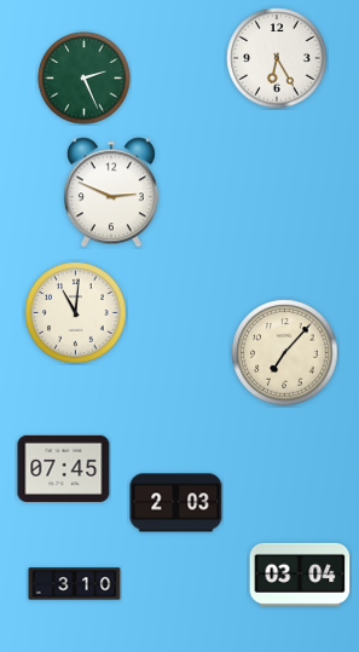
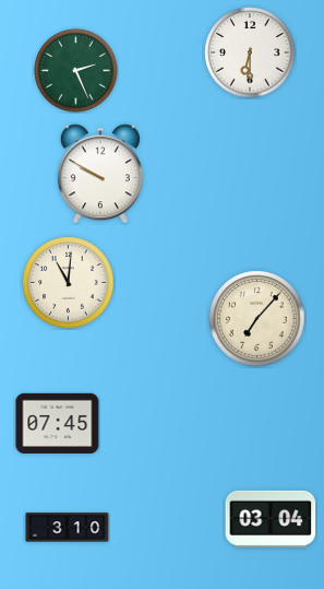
clock at (277, 58): 6:25 -> 6:30
clock at (111, 192): 2:49 -> 9:50
clock at (176, 503): 2:03 -> none
